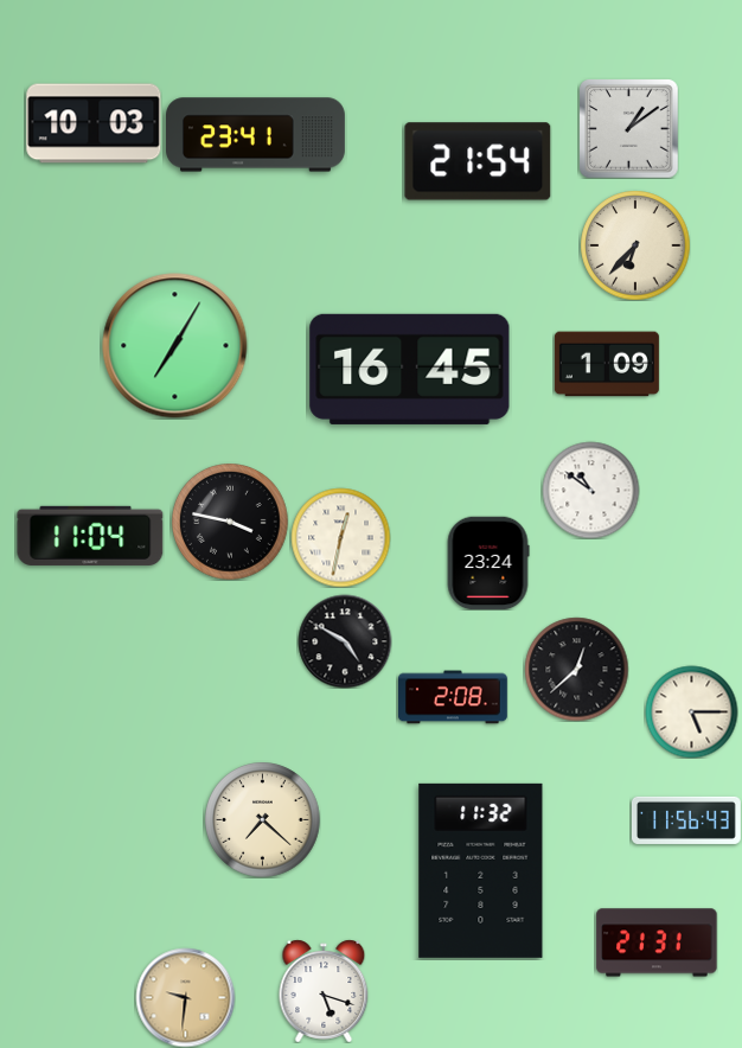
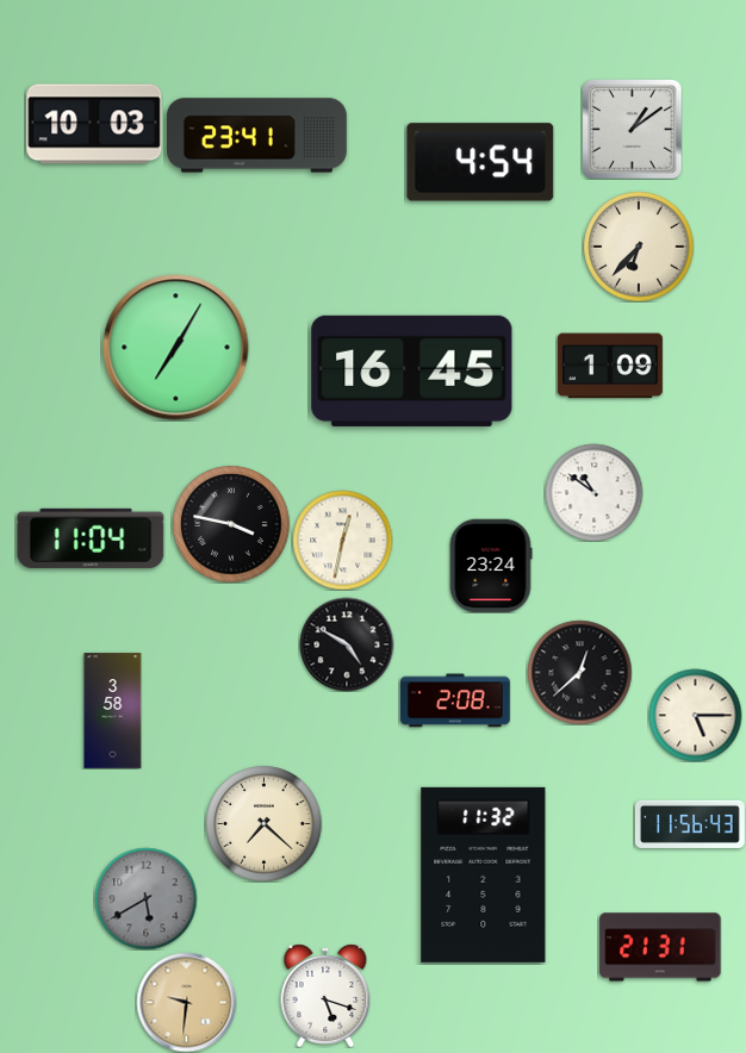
clock at (478, 161): 21:54 -> 4:54
clock at (113, 711): none -> 3:58
clock at (145, 898): none -> 5:40
